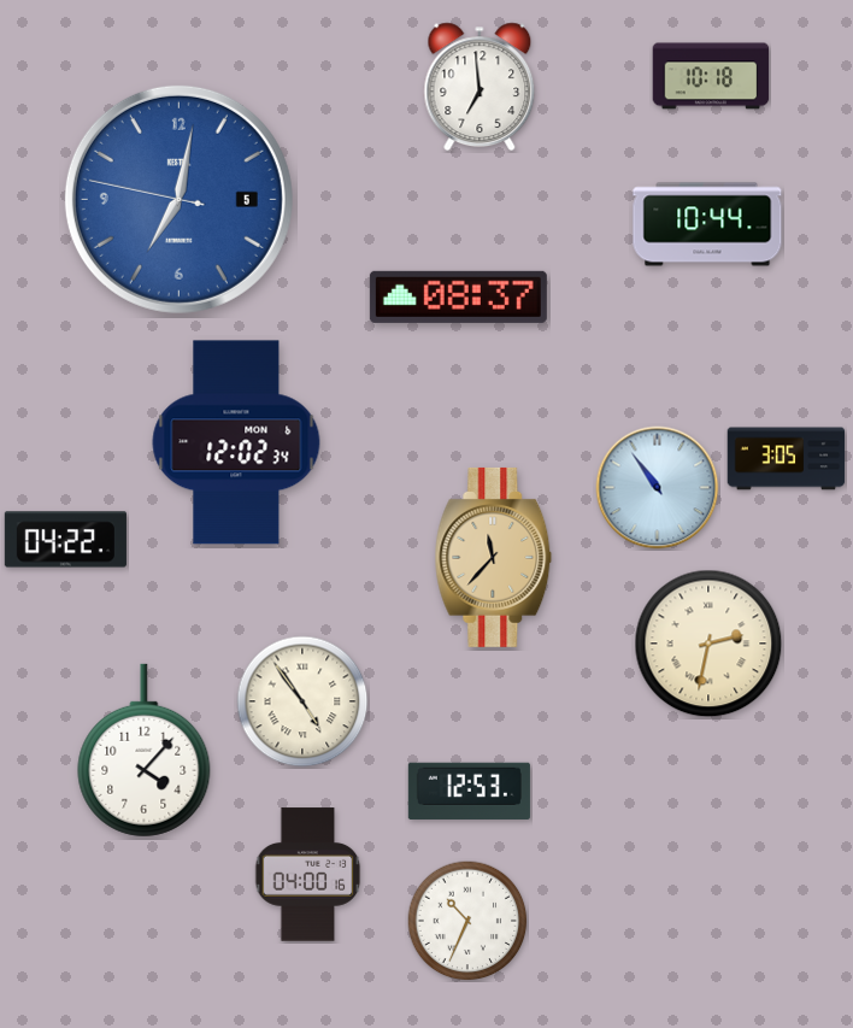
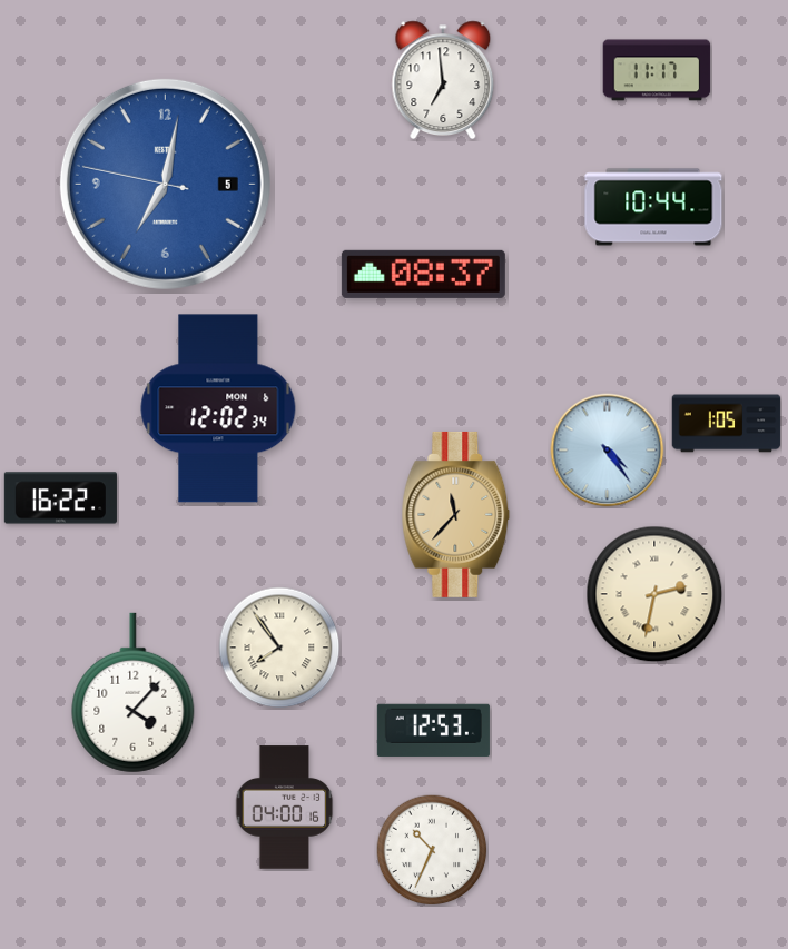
clock at (711, 76): 10:18 -> 11:17
clock at (787, 459): 3:05 -> 1:05
clock at (658, 488): 10:54 -> 4:24
clock at (65, 540): 04:22 -> 16:22
clock at (302, 701): 4:54 -> 7:54
